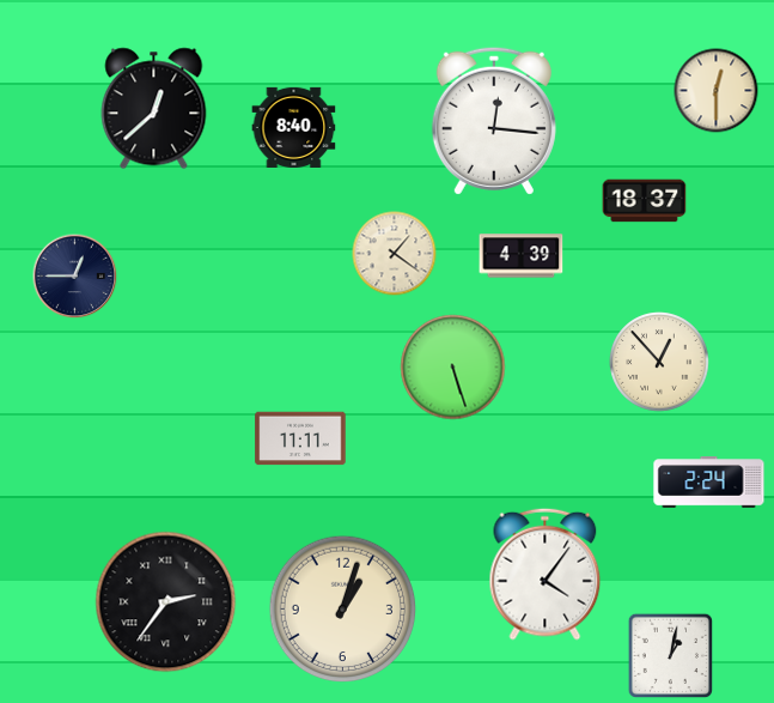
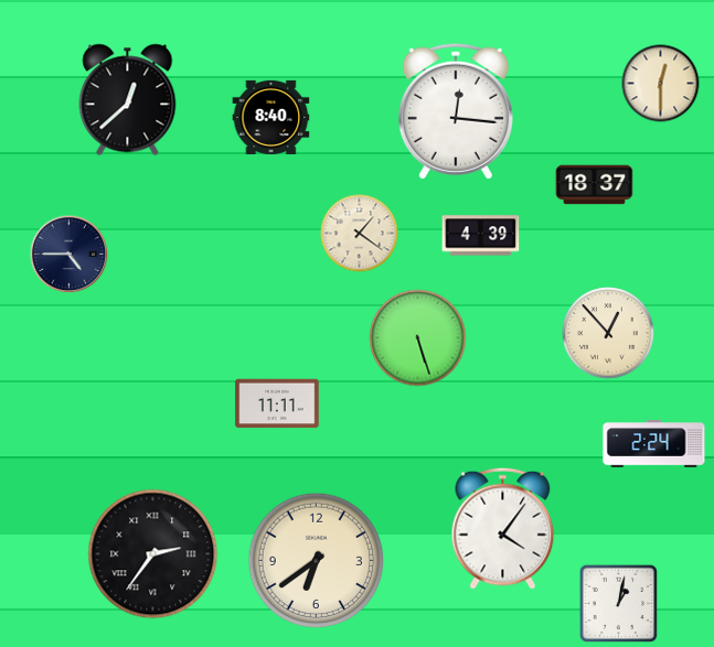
clock at (154, 109) position: (154, 109) -> (128, 100)
clock at (395, 254) position: (395, 254) -> (360, 234)
clock at (75, 277): 12:45 -> 4:45
clock at (343, 610): 1:03 -> 6:39
